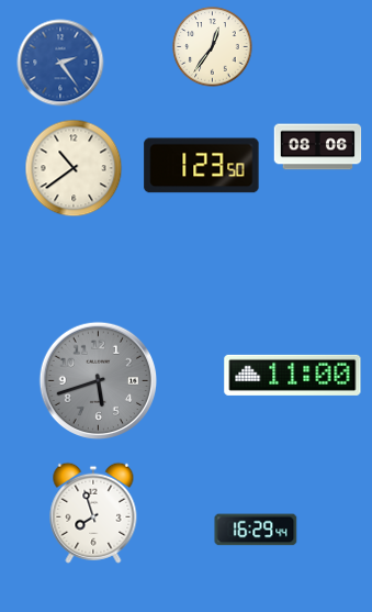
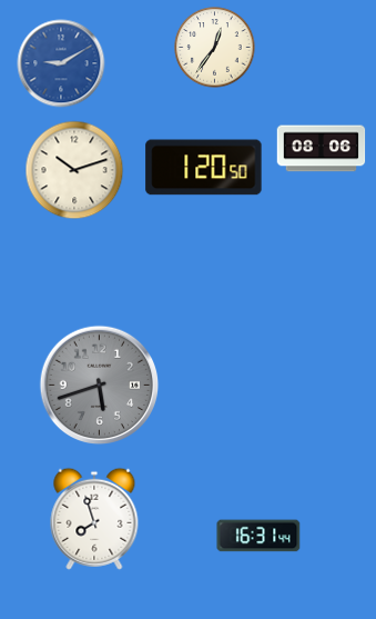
clock at (60, 63): 2:24 -> 9:10
clock at (202, 166): 1:23 -> 1:20
clock at (74, 168): 10:39 -> 10:12
clock at (293, 375): 11:00 -> none
clock at (256, 530): 16:29 -> 16:31
